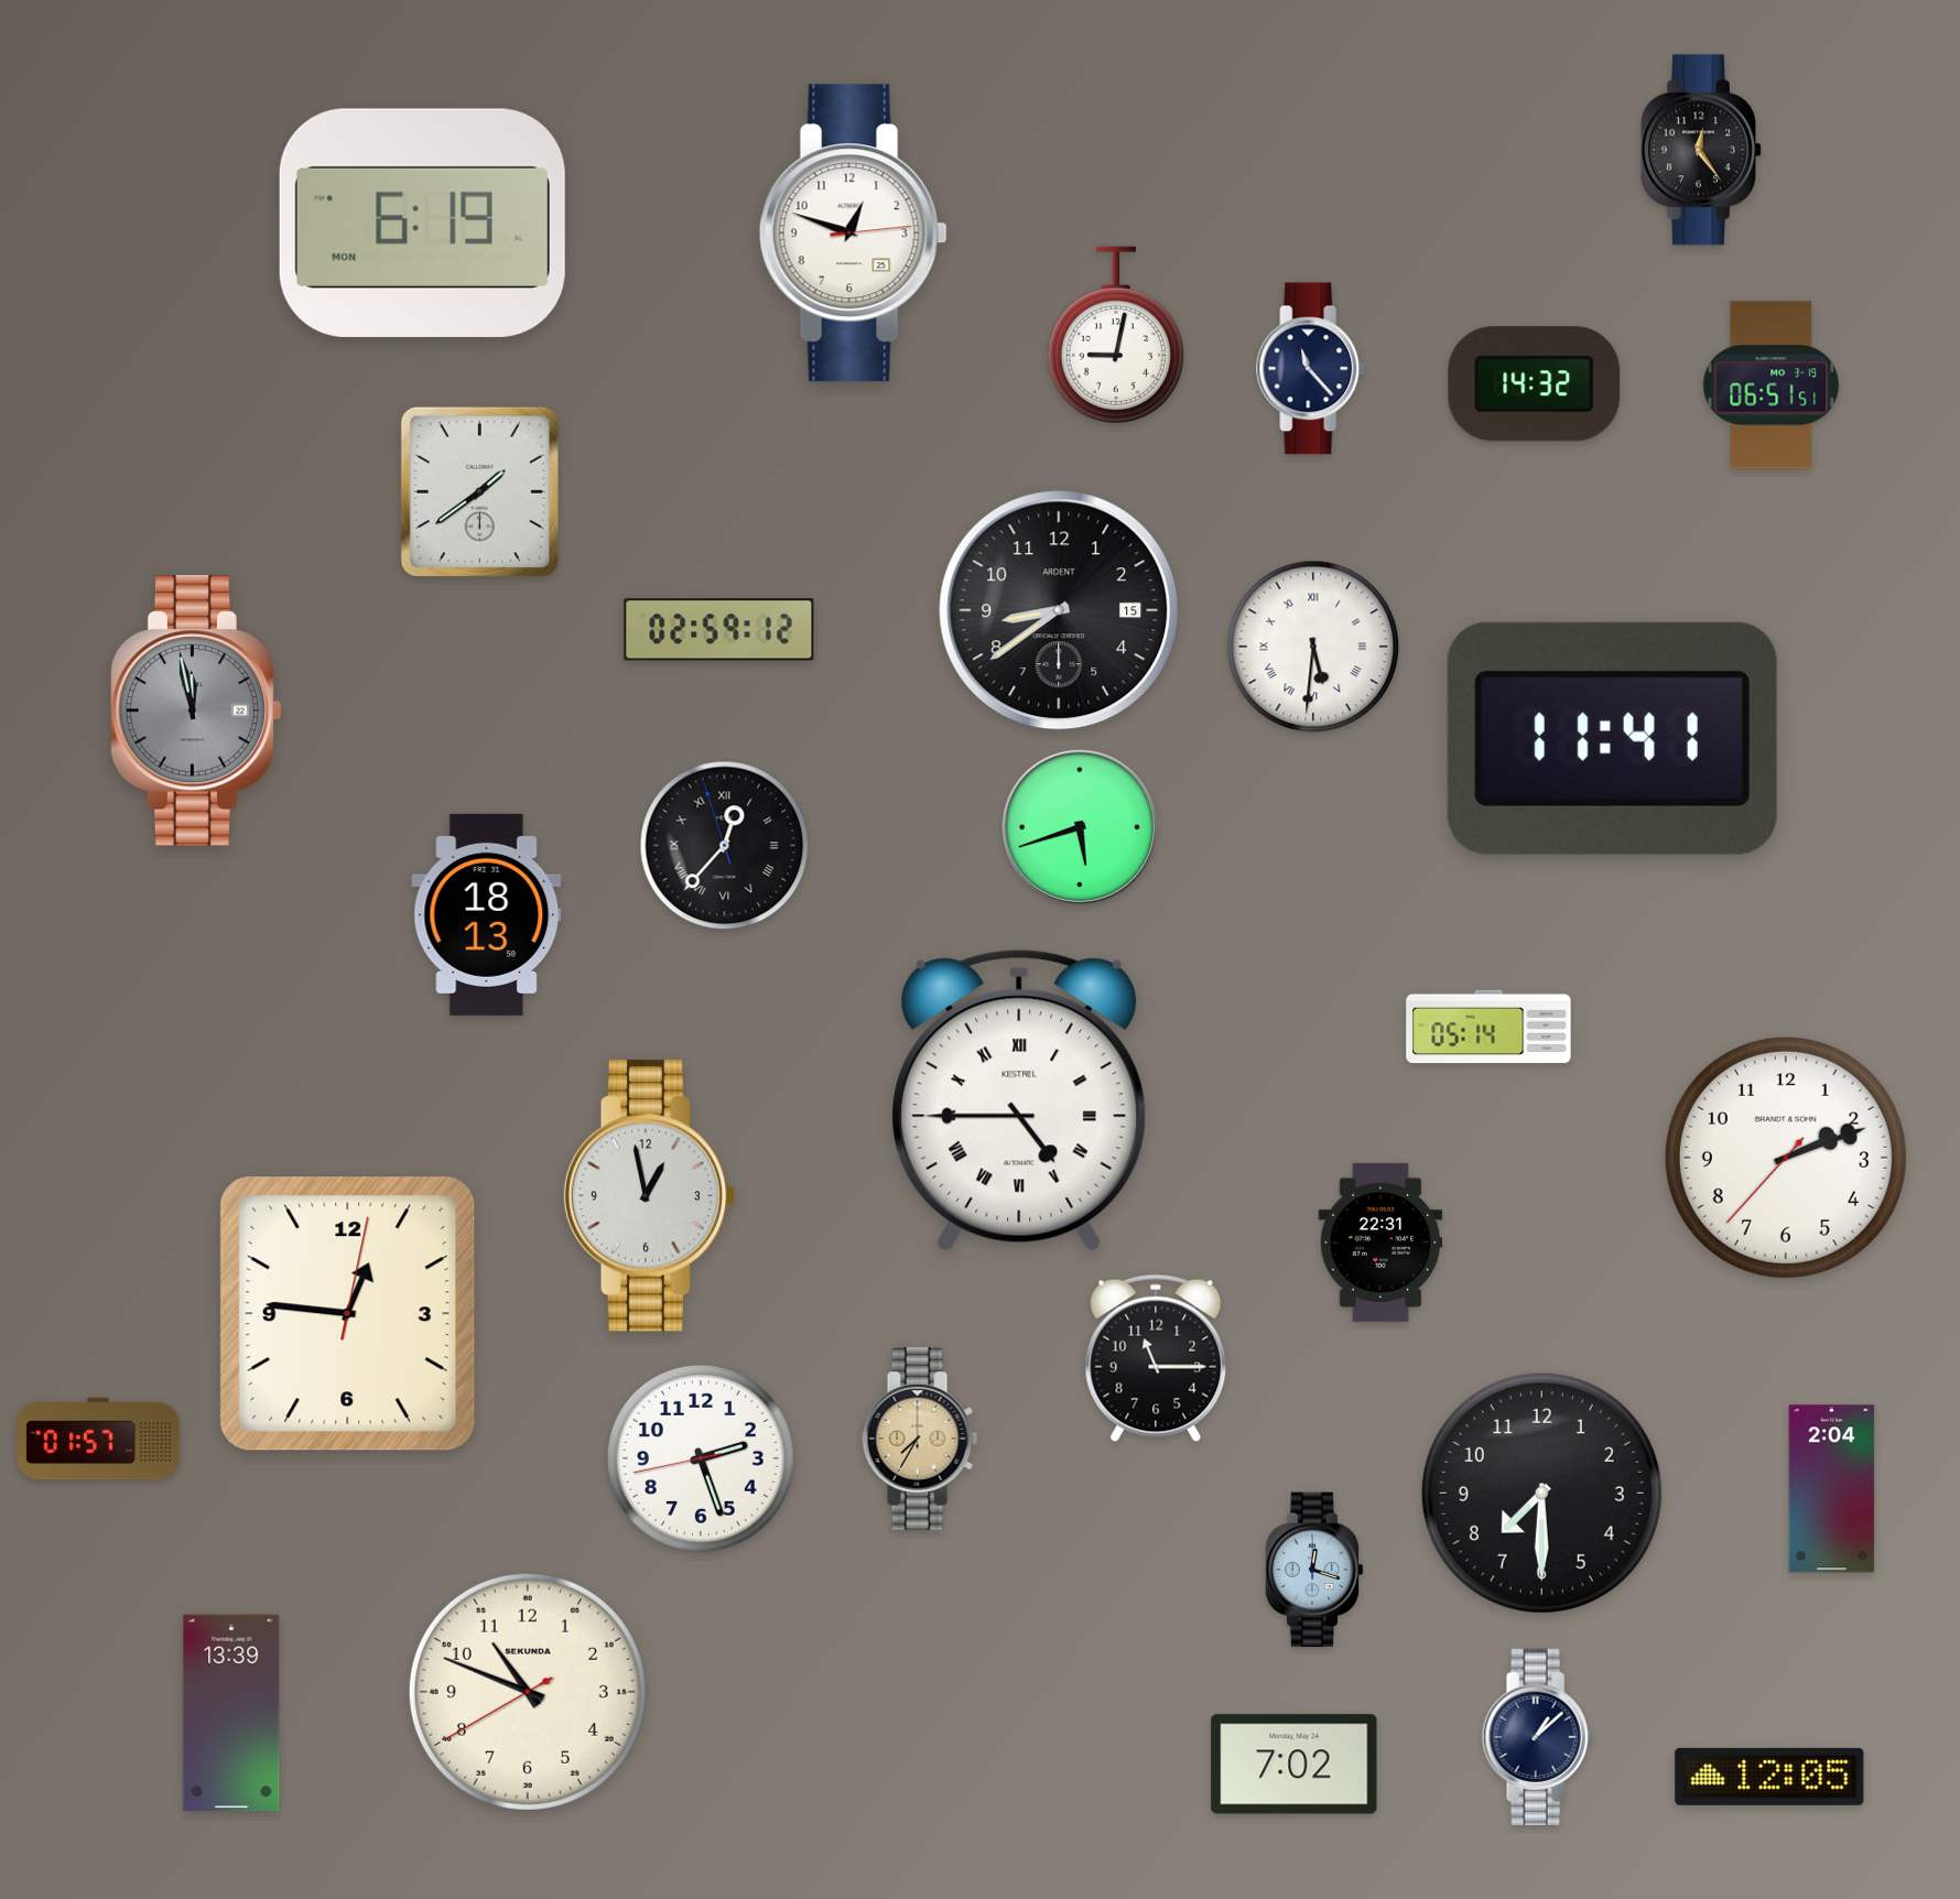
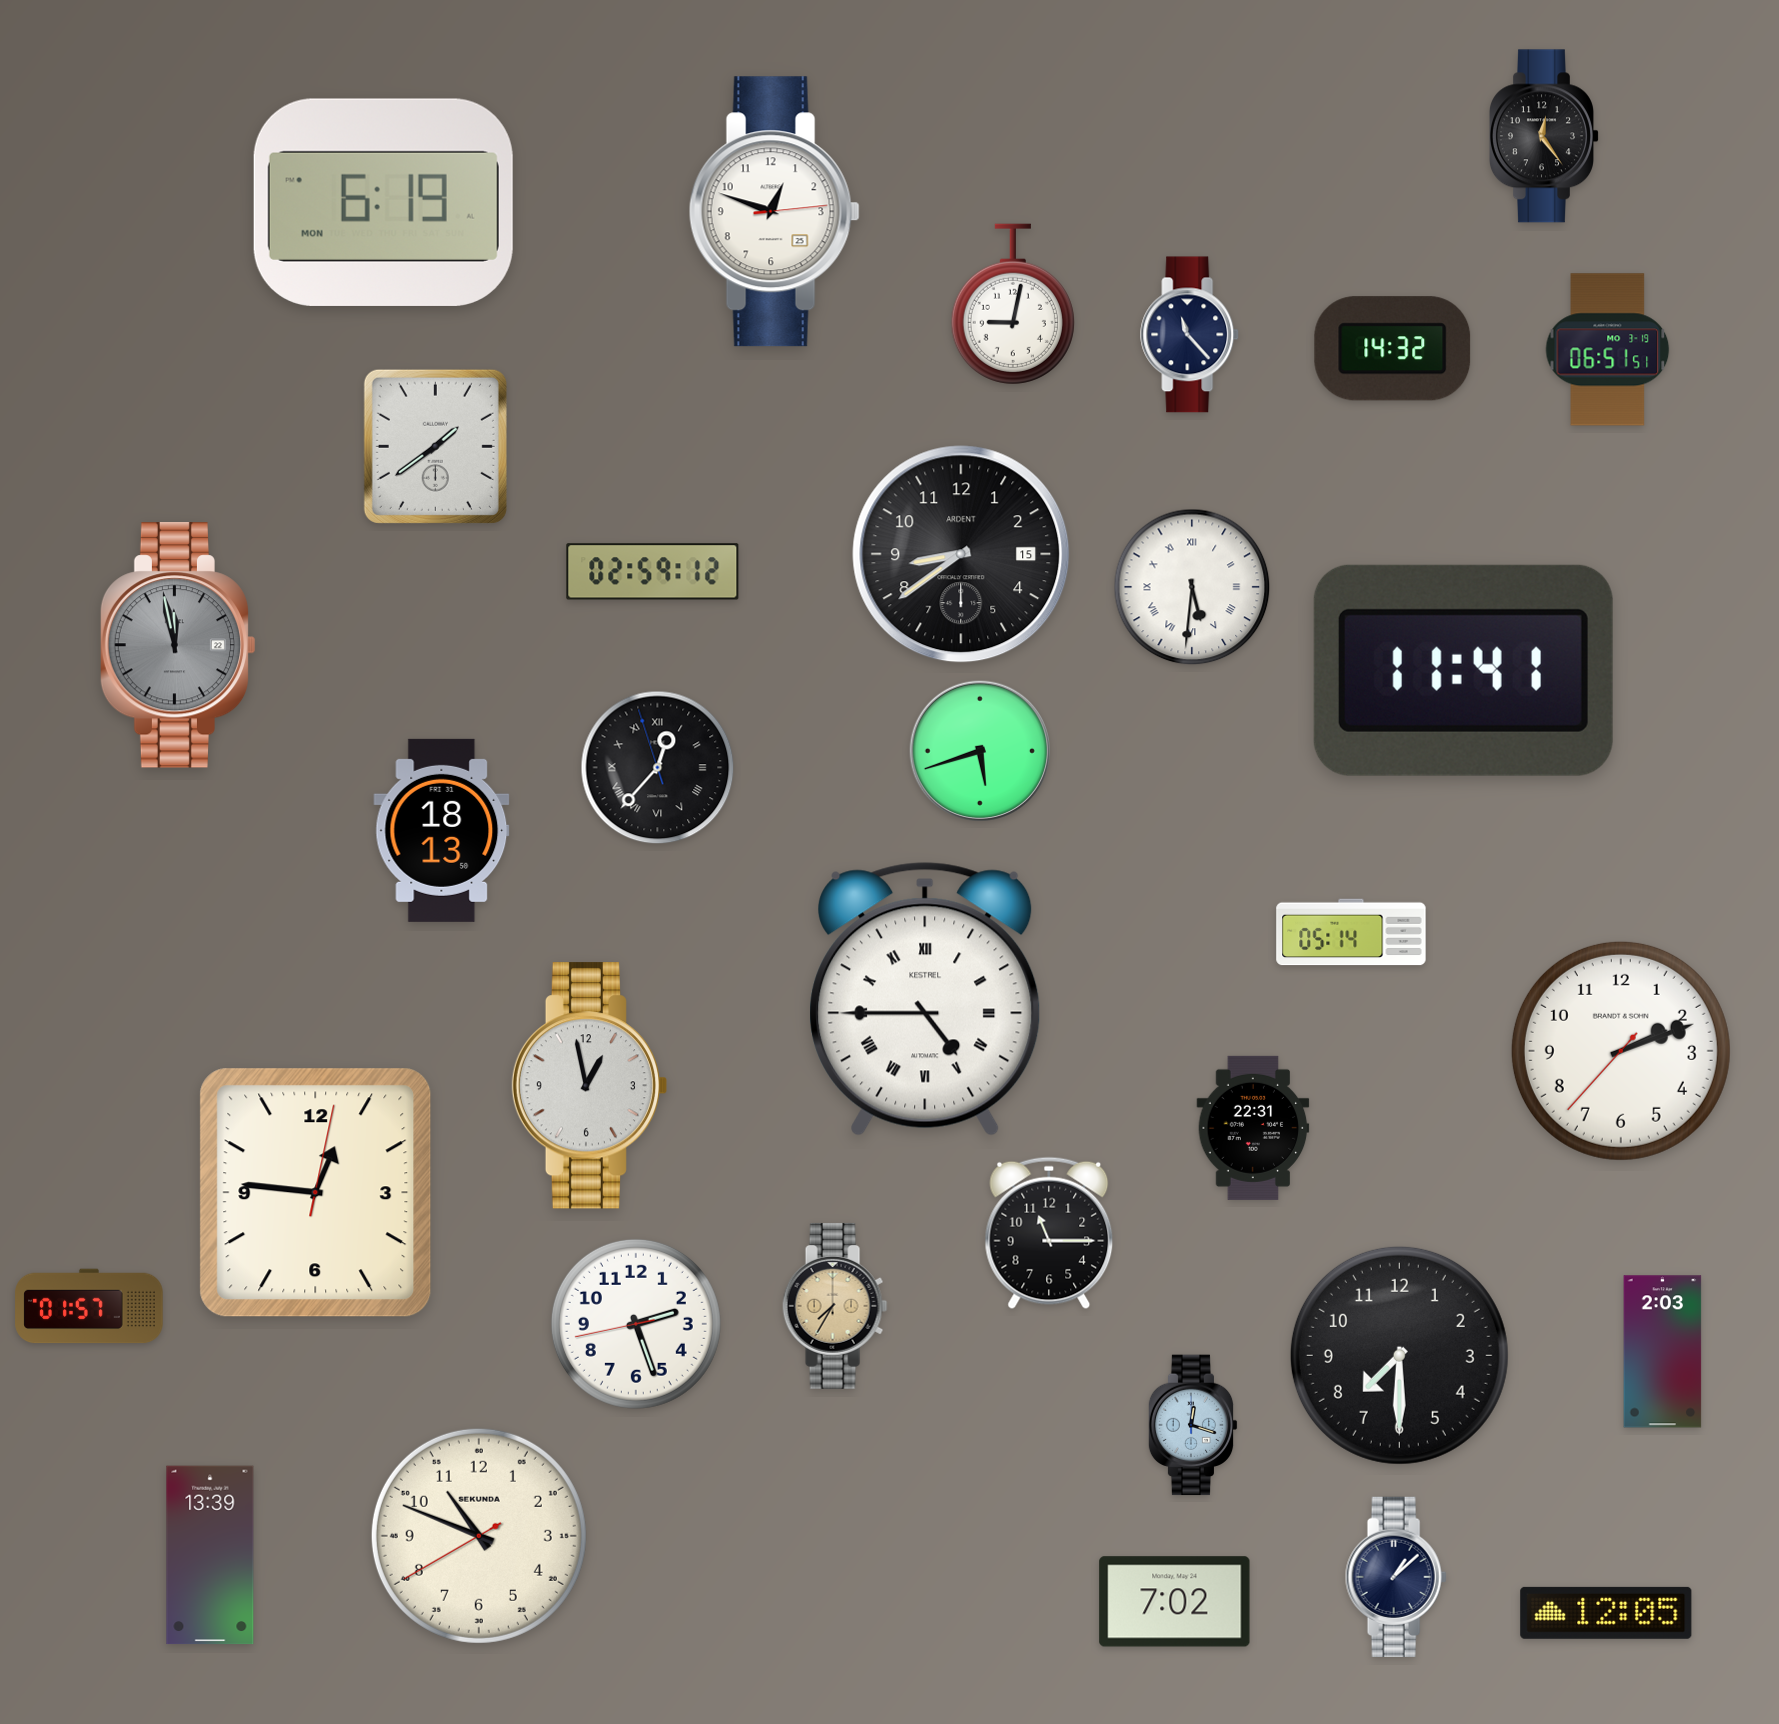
clock at (1832, 1489): 2:04 -> 2:03
